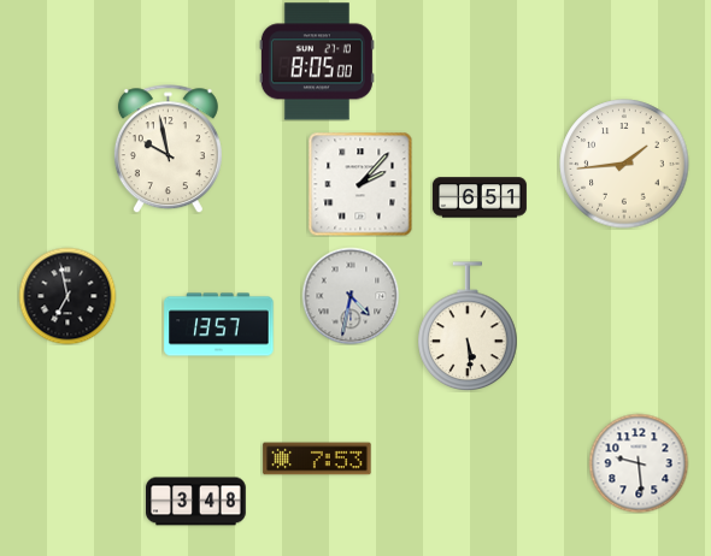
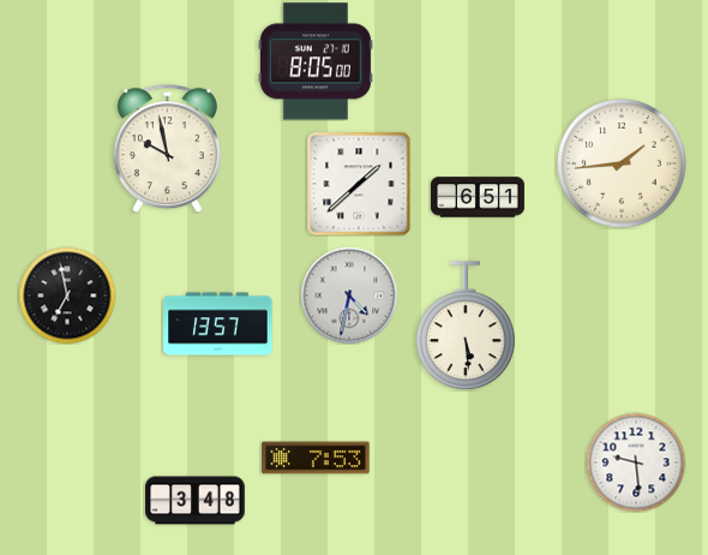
clock at (360, 184): 2:07 -> 1:38
